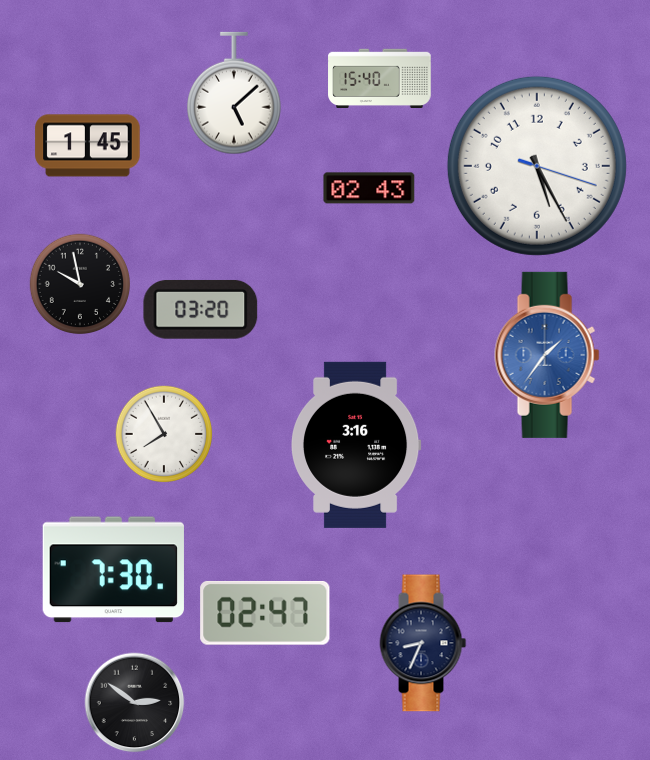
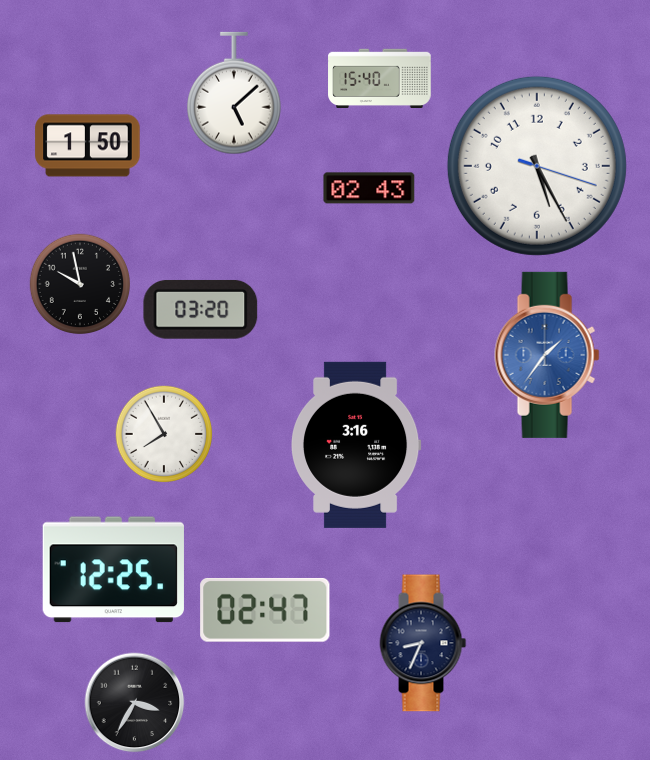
clock at (88, 146): 1:45 -> 1:50
clock at (113, 570): 7:30 -> 12:25
clock at (265, 613) position: (265, 613) -> (265, 610)
clock at (135, 703): 2:51 -> 3:35
